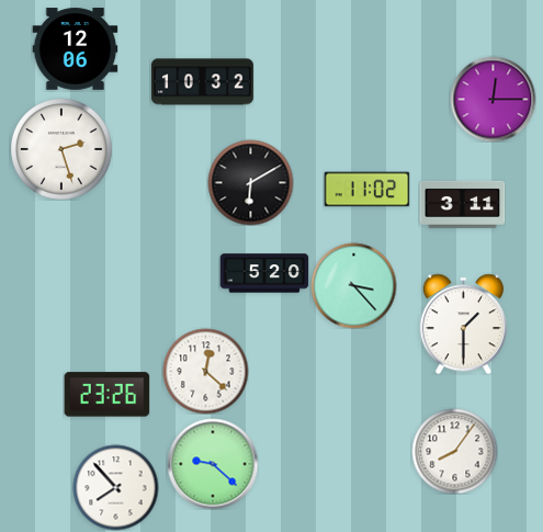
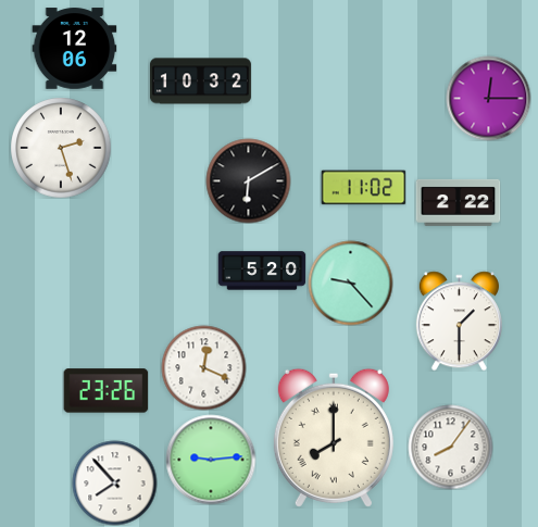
clock at (462, 204): 3:11 -> 2:22
clock at (353, 285): 3:23 -> 9:23
clock at (205, 371): 12:22 -> 12:19
clock at (334, 438): none -> 8:00
clock at (213, 464): 9:22 -> 9:14
